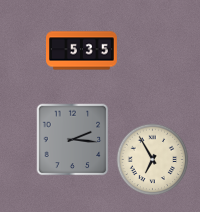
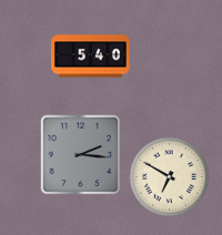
clock at (82, 51): 5:35 -> 5:40
clock at (153, 160): 6:55 -> 6:50
